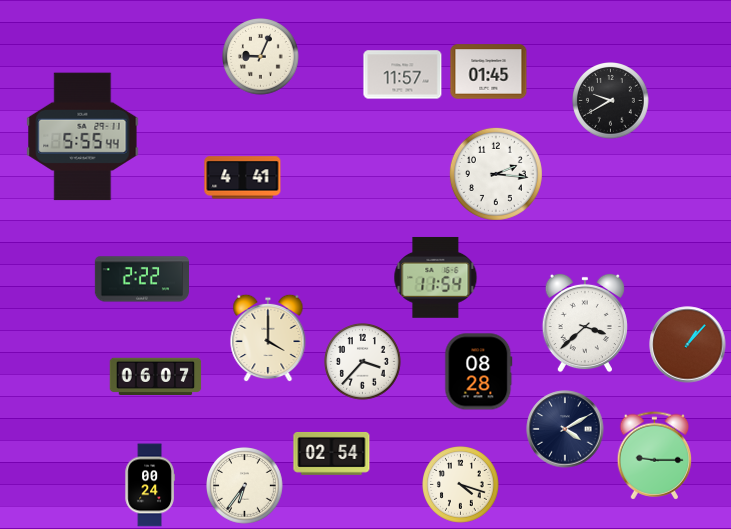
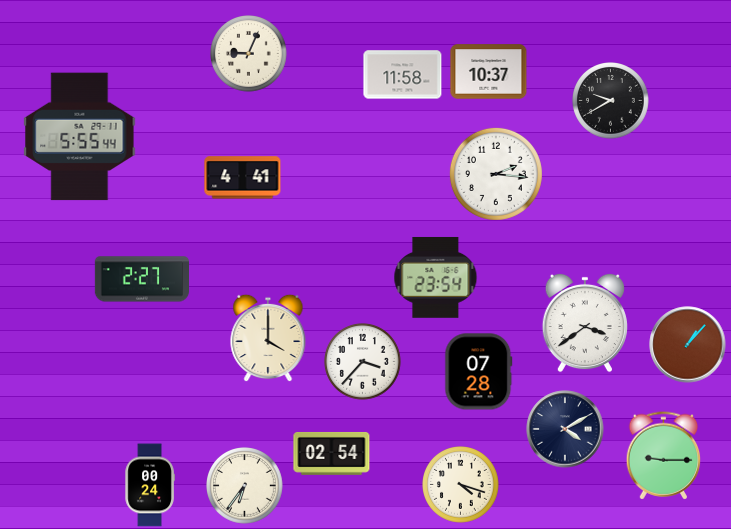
clock at (261, 57) position: (261, 57) -> (249, 54)
clock at (489, 72): 01:45 -> 10:37
clock at (403, 75): 11:57 -> 11:58
clock at (83, 137) position: (83, 137) -> (80, 137)
clock at (436, 277): 11:54 -> 23:54
clock at (141, 279): 2:22 -> 2:27
clock at (585, 323): 3:38 -> 3:39
clock at (479, 372): 08:28 -> 07:28
clock at (156, 377): 06:07 -> none
clock at (655, 456) position: (655, 456) -> (664, 456)
